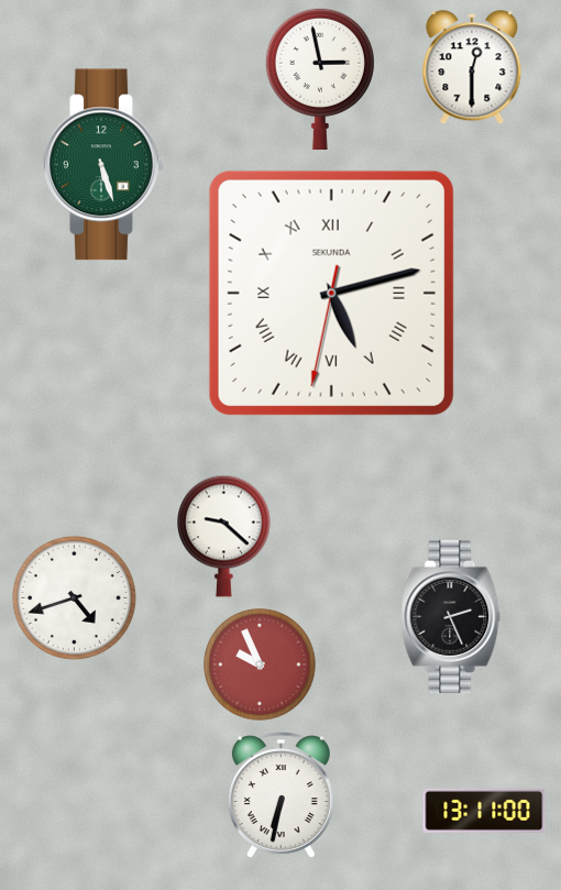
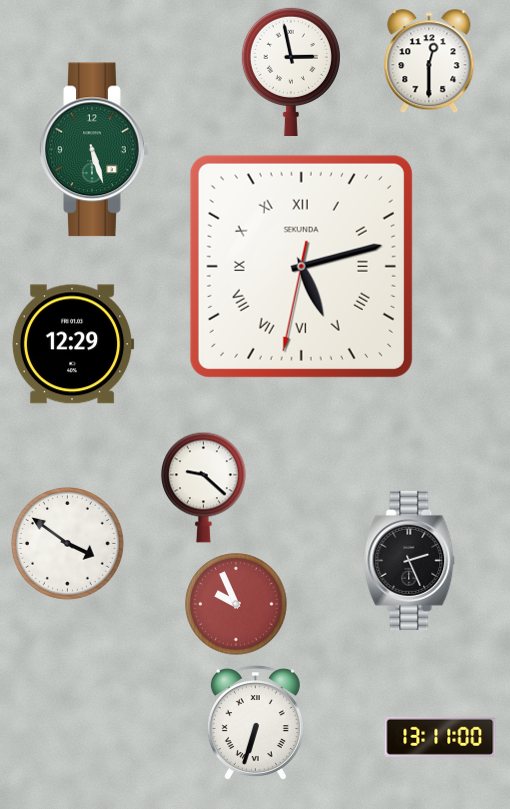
clock at (73, 344): none -> 12:29
clock at (74, 597): 4:42 -> 3:51
clock at (280, 794): 6:32 -> 6:33
